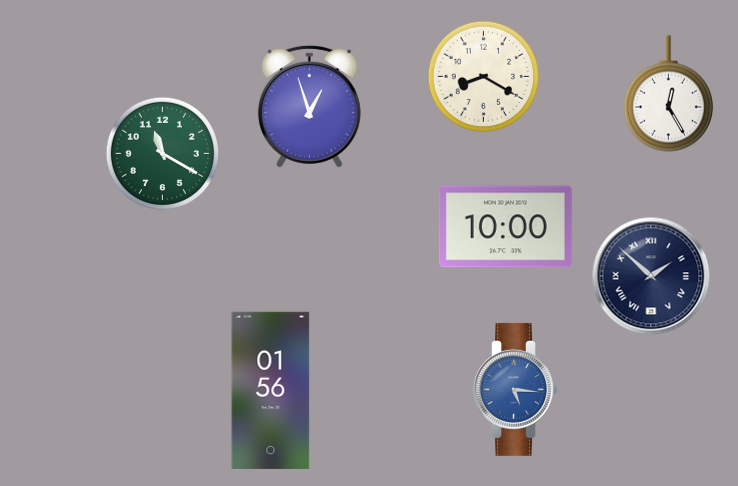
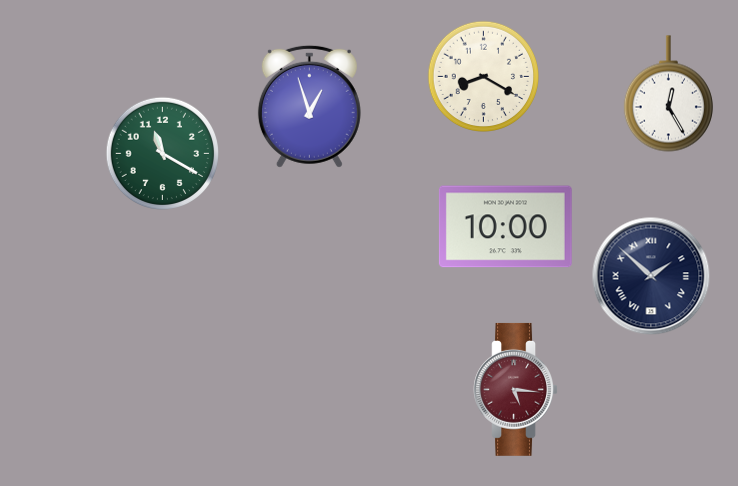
clock at (515, 389) dial: blue -> burgundy
clock at (271, 390): 01:56 -> none
